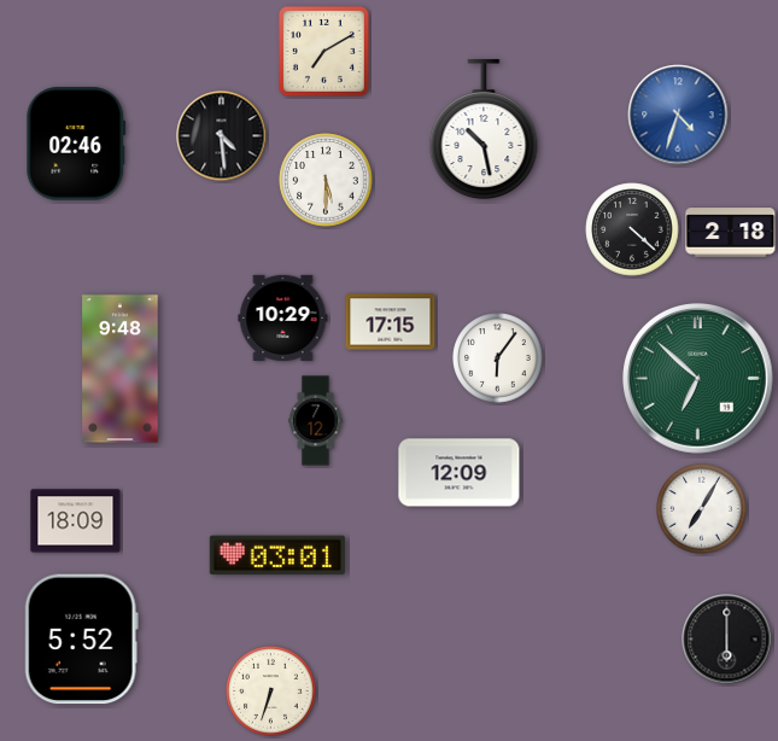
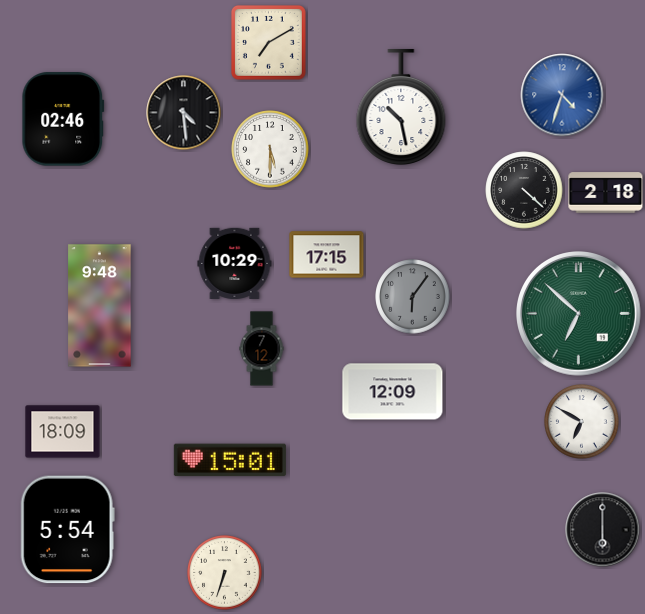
clock at (391, 322) position: (391, 322) -> (327, 255)
clock at (498, 358) dial: white -> grey
clock at (460, 473) position: (460, 473) -> (393, 392)
clock at (702, 509): 7:05 -> 6:50
clock at (277, 555): 03:01 -> 15:01
clock at (81, 640): 5:52 -> 5:54
